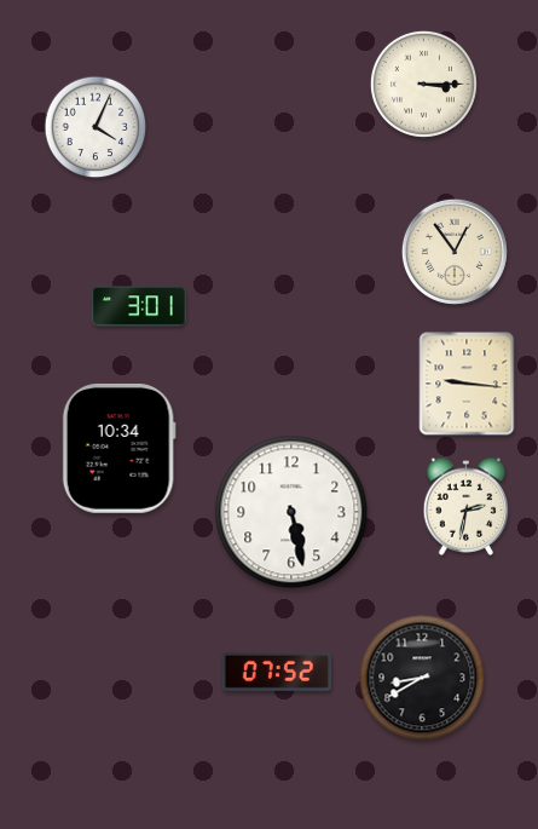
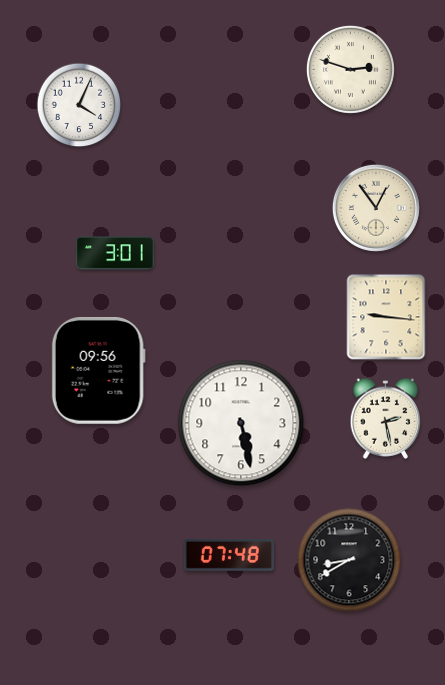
clock at (423, 84): 3:15 -> 2:48
clock at (118, 448): 10:34 -> 09:56
clock at (467, 506): 2:32 -> 2:28
clock at (277, 672): 07:52 -> 07:48
